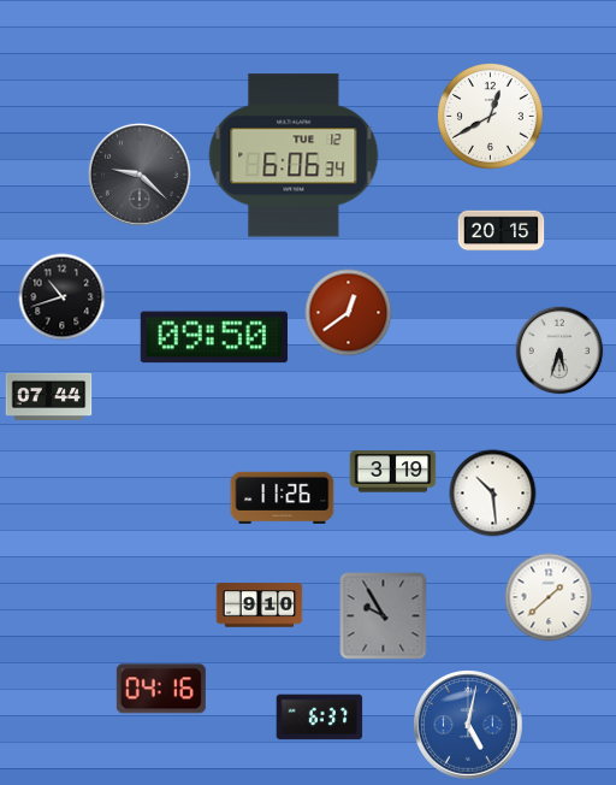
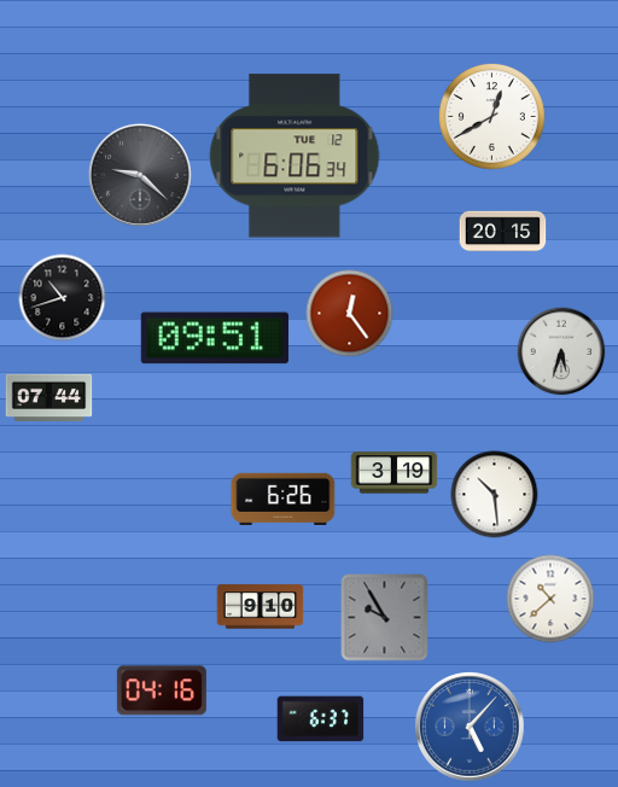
clock at (349, 313): 12:39 -> 12:24
clock at (214, 337): 09:50 -> 09:51
clock at (283, 497): 11:26 -> 6:26
clock at (549, 597): 1:38 -> 10:38
clock at (468, 725): 5:02 -> 5:07
